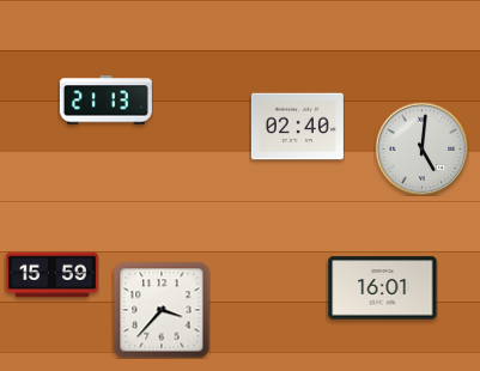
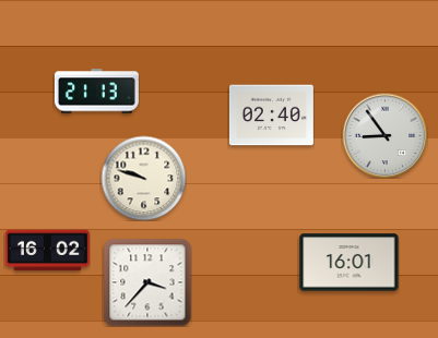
clock at (421, 148): 5:01 -> 8:54
clock at (143, 178): none -> 9:48
clock at (51, 275): 15:59 -> 16:02
